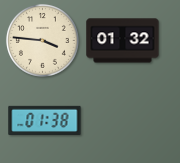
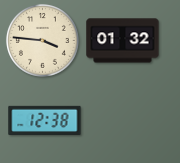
clock at (45, 120): 01:38 -> 12:38
